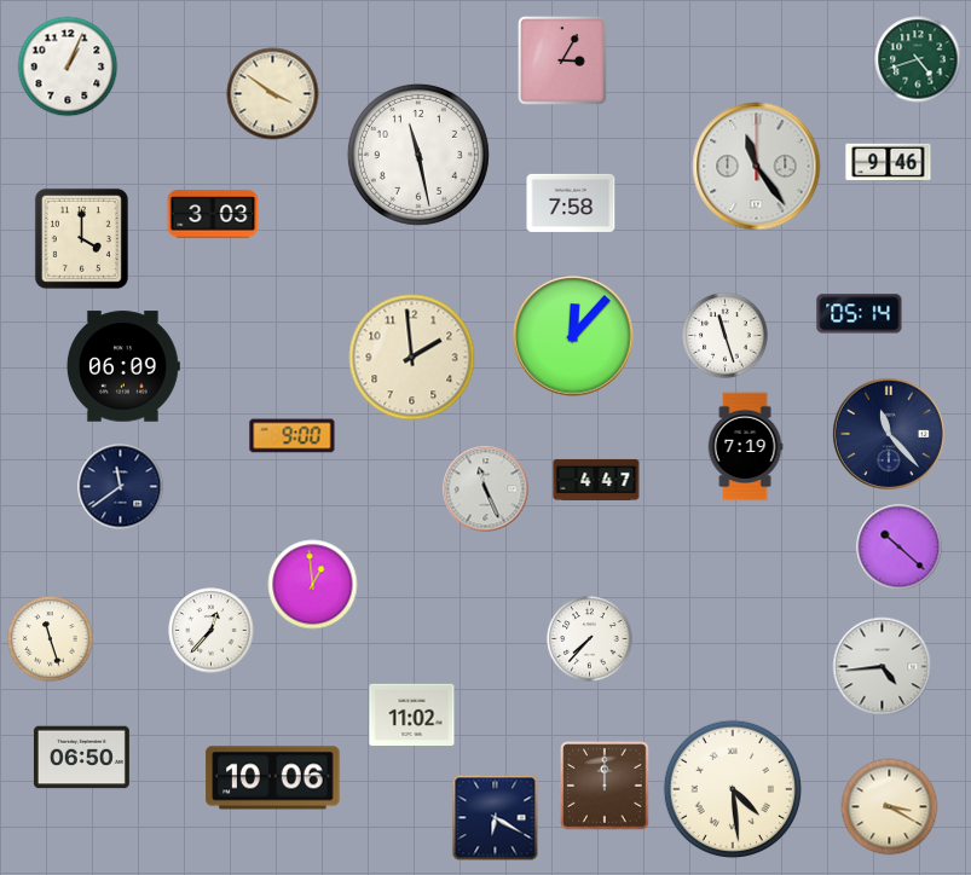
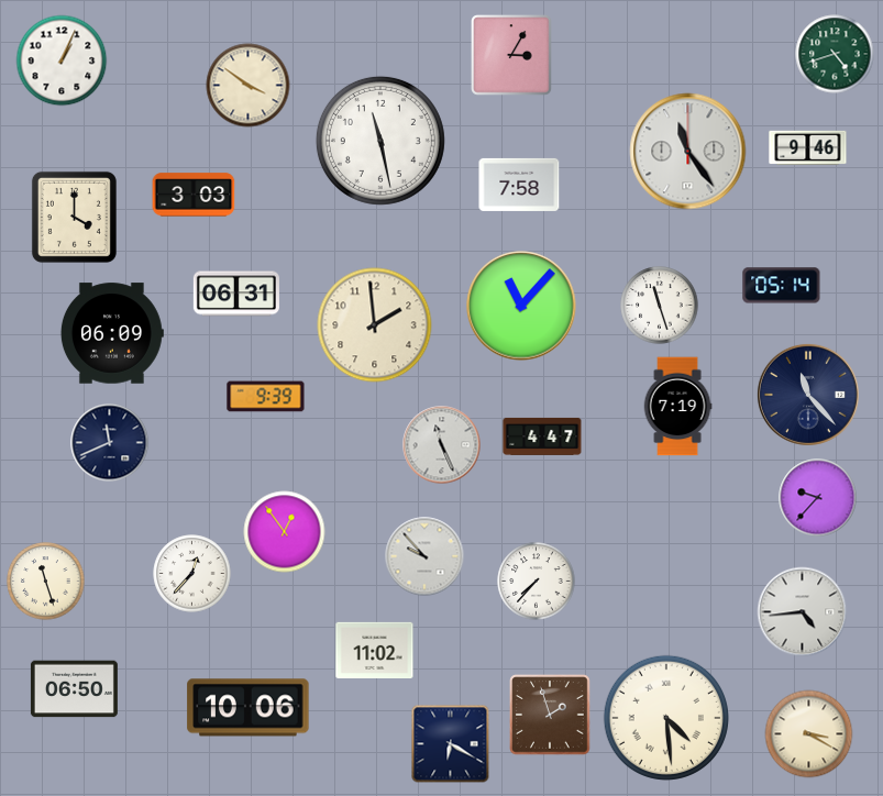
clock at (236, 294): none -> 06:31
clock at (573, 336): 12:07 -> 11:07
clock at (293, 436): 9:00 -> 9:39
clock at (121, 487): 11:39 -> 11:41
clock at (900, 547): 10:22 -> 9:37
clock at (313, 585): 12:59 -> 12:54
clock at (424, 556): none -> 9:53
clock at (883, 667) position: (883, 667) -> (803, 612)
clock at (605, 786): 12:00 -> 1:57
